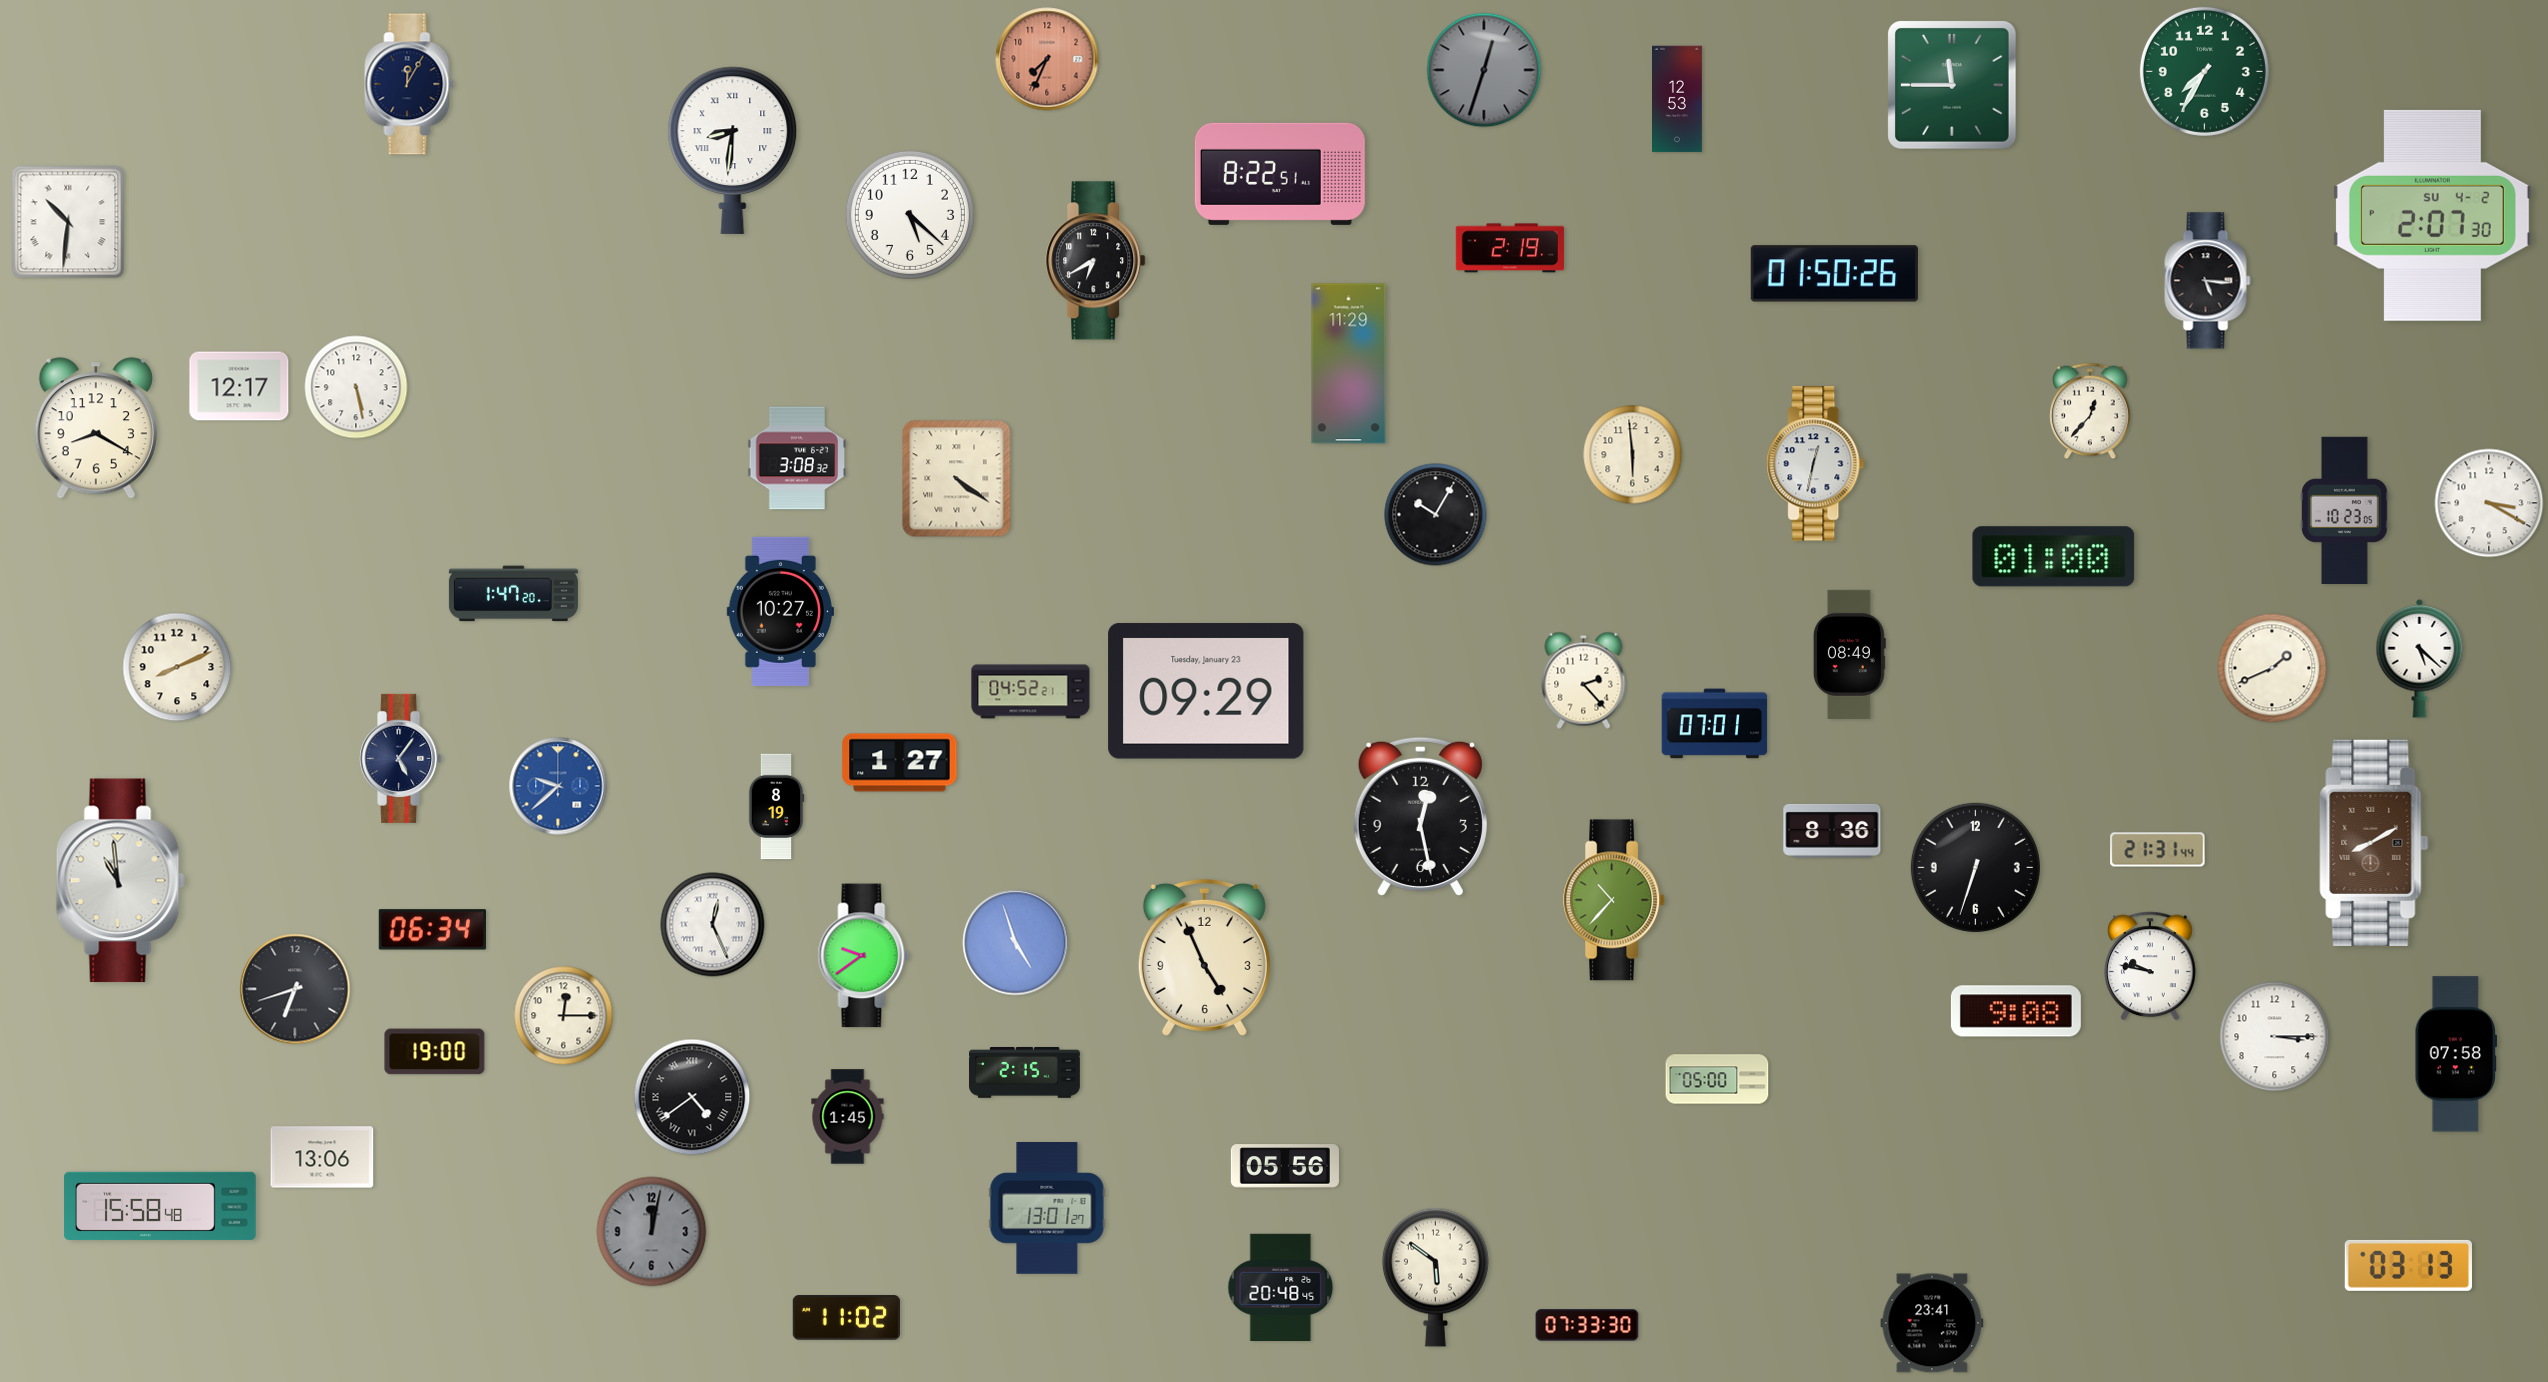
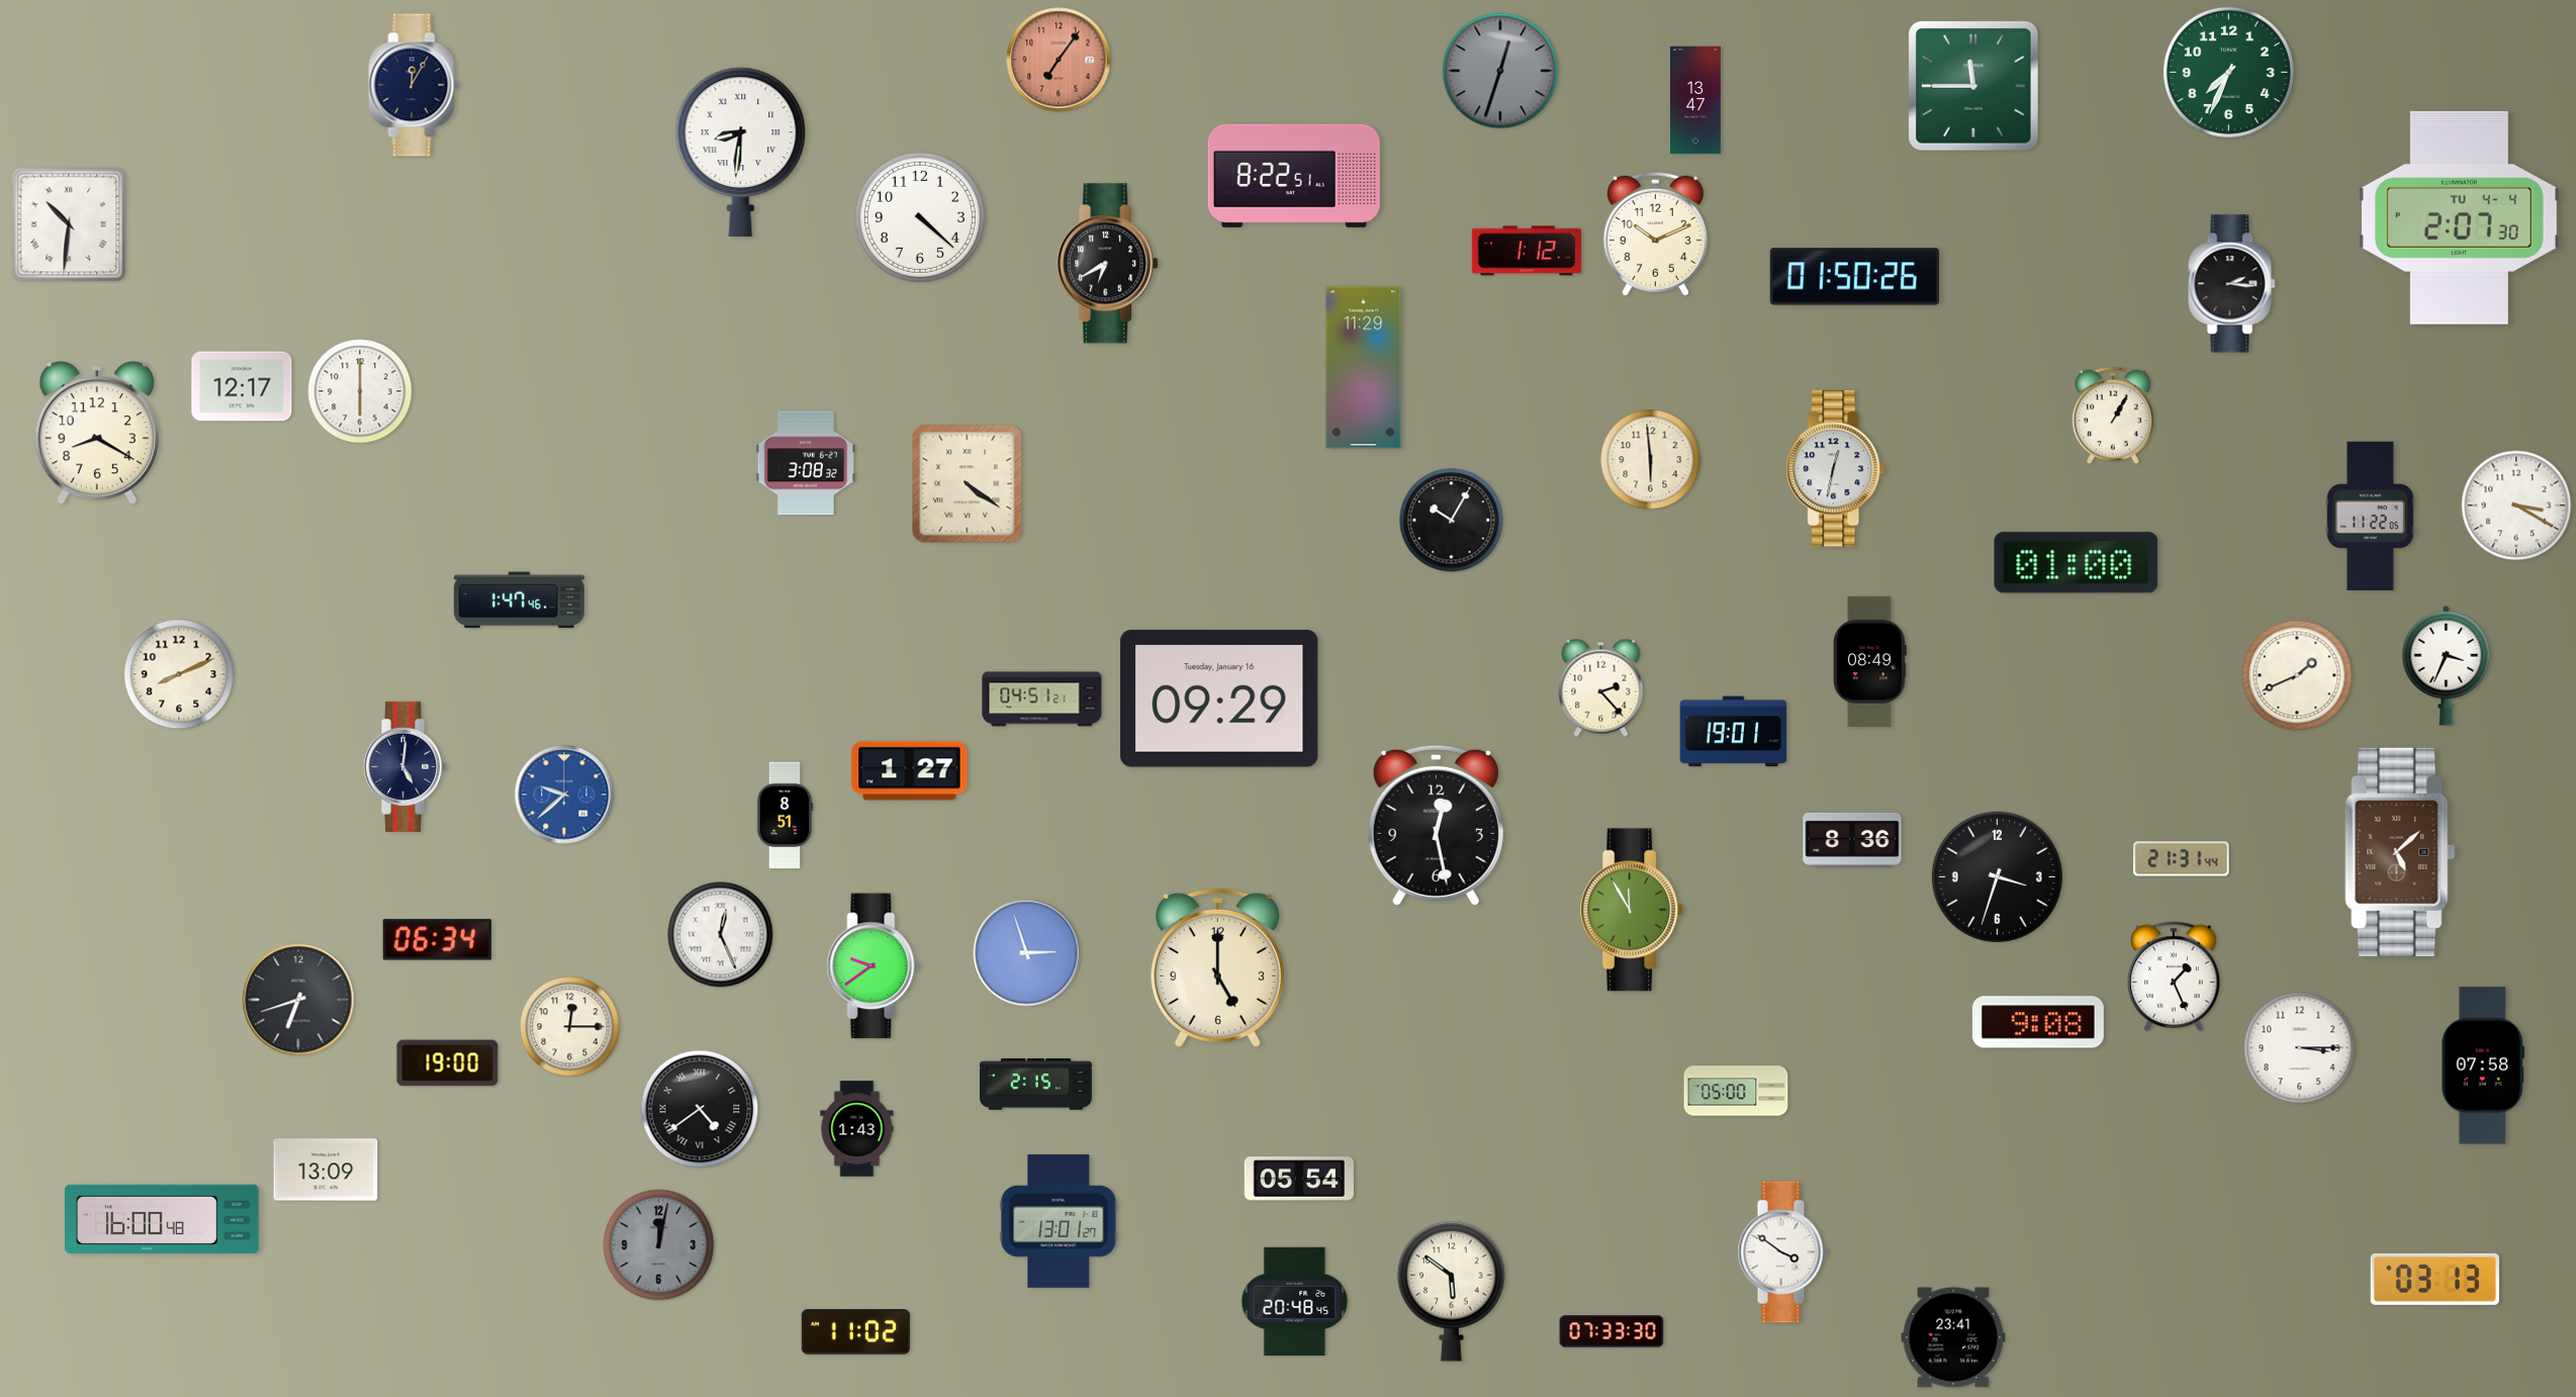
clock at (1047, 59): 7:34 -> 7:06
clock at (2204, 71): 7:35 -> 7:34
clock at (1678, 99): 12:53 -> 13:47
clock at (910, 215): 5:22 -> 4:22
clock at (2432, 215) date: SU 4-2 -> TU 4-4
clock at (1655, 234): none -> 10:11
clock at (1510, 248): 2:19 -> 1:12
clock at (2208, 281): 5:16 -> 2:16
clock at (239, 386) position: (239, 386) -> (242, 386)
clock at (356, 387): 5:28 -> 6:00
clock at (2090, 411): 12:37 -> 1:05
clock at (2489, 503) position: (2489, 503) -> (2516, 505)
clock at (2345, 510): 10:23 -> 11:22
clock at (513, 594): 1:47:20 -> 1:47:46
clock at (780, 611): 10:27 -> none
clock at (2420, 658): 5:22 -> 3:34
clock at (1206, 691) date: Tuesday, January 23 -> Tuesday, January 16
clock at (1031, 692): 04:52 -> 04:51
clock at (1715, 724): 07:01 -> 19:01
clock at (401, 758): 5:06 -> 5:01
clock at (776, 807): 8:19 -> 8:51
clock at (2374, 843): 8:10 -> 5:08
clock at (1975, 867): 6:33 -> 3:33
clock at (120, 881): 10:59 -> none
clock at (1615, 900): 10:37 -> 11:55
clock at (1016, 943): 4:57 -> 2:57
clock at (1204, 957): 4:56 -> 5:00
clock at (2150, 966): 9:47 -> 1:26
clock at (435, 1052) position: (435, 1052) -> (448, 1063)
clock at (848, 1117): 1:45 -> 1:43
clock at (322, 1157): 13:06 -> 13:09
clock at (1285, 1166): 05:56 -> 05:54
clock at (160, 1206): 15:58 -> 16:00
clock at (1782, 1252): none -> 3:51
clock at (1587, 1325) position: (1587, 1325) -> (1612, 1331)
